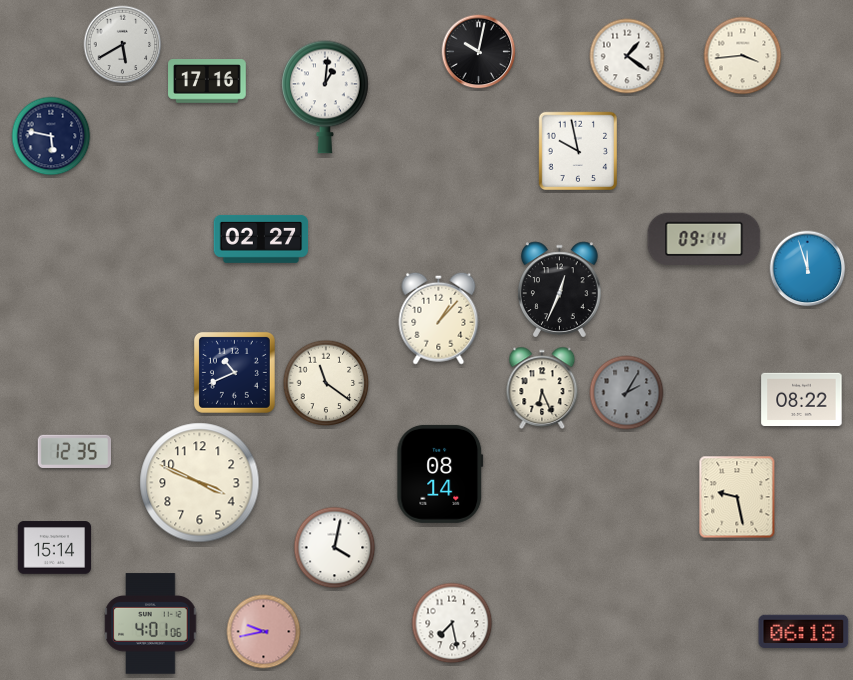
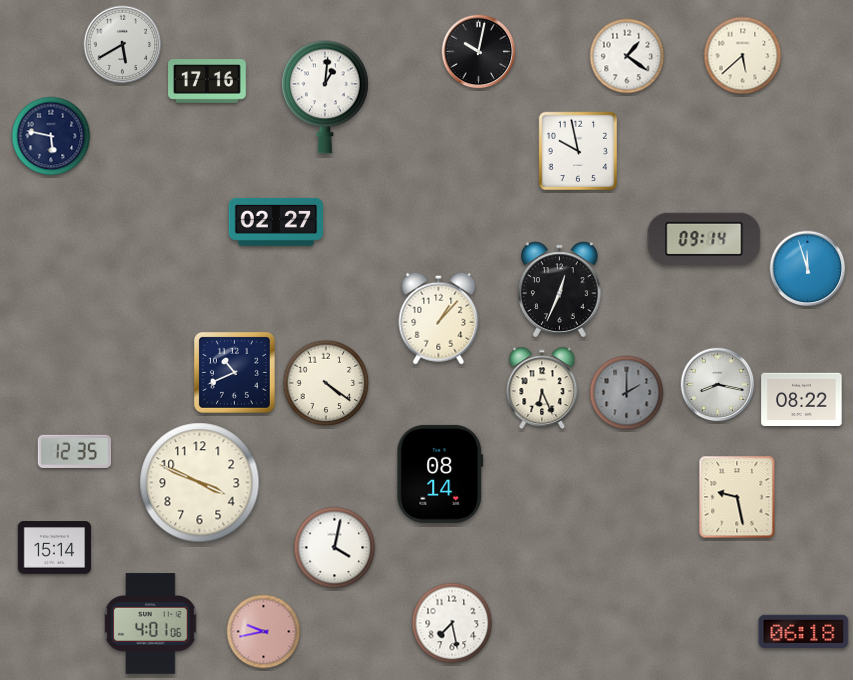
clock at (743, 56): 3:44 -> 5:38
clock at (261, 239) position: (261, 239) -> (276, 222)
clock at (326, 383): 11:21 -> 4:21
clock at (718, 385): none -> 8:17
clock at (627, 393): 2:05 -> 2:00
